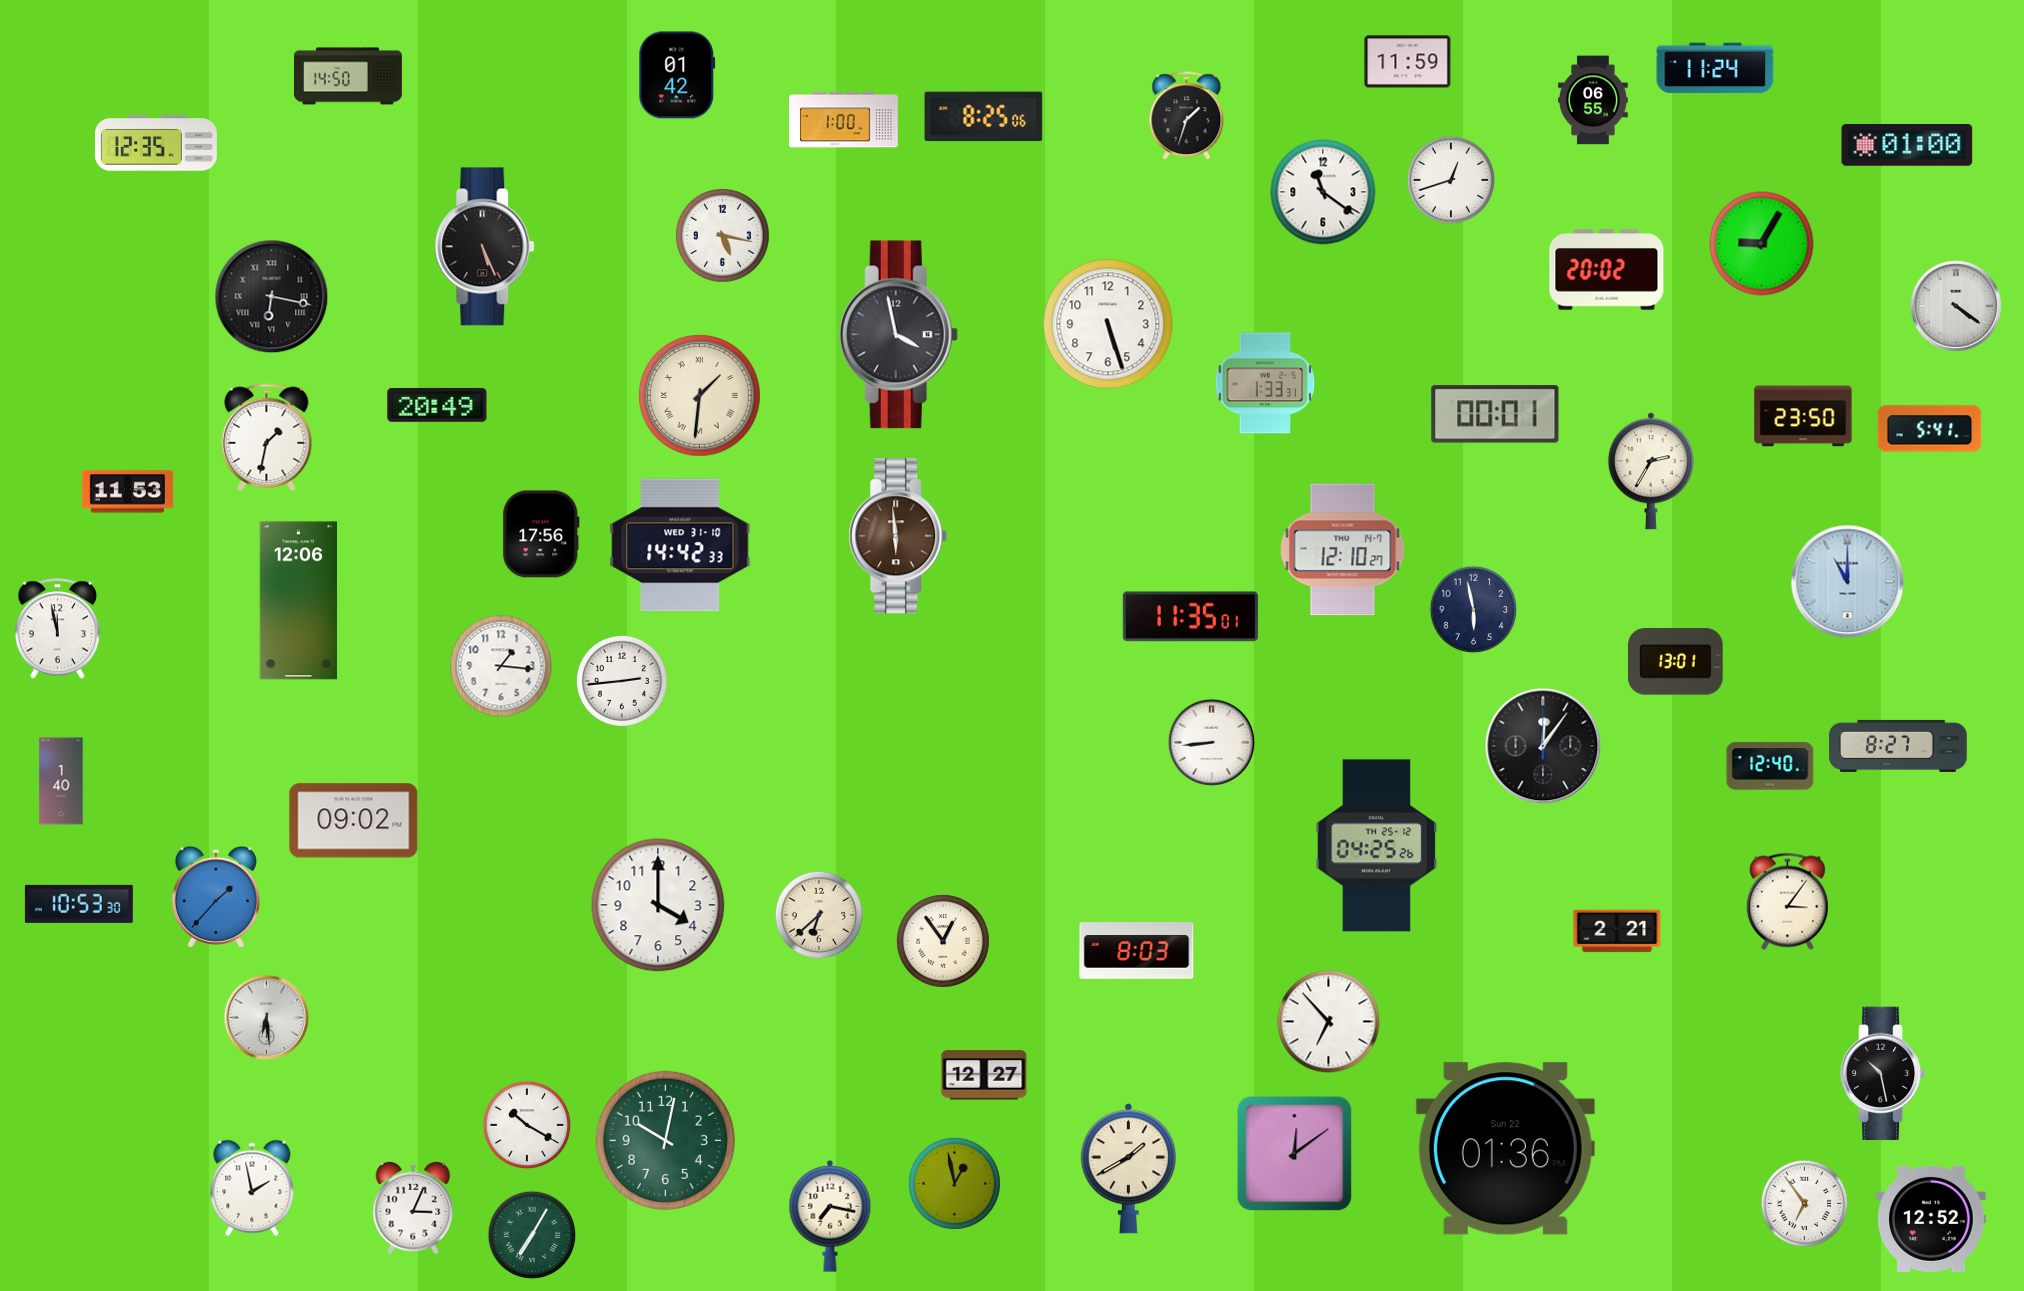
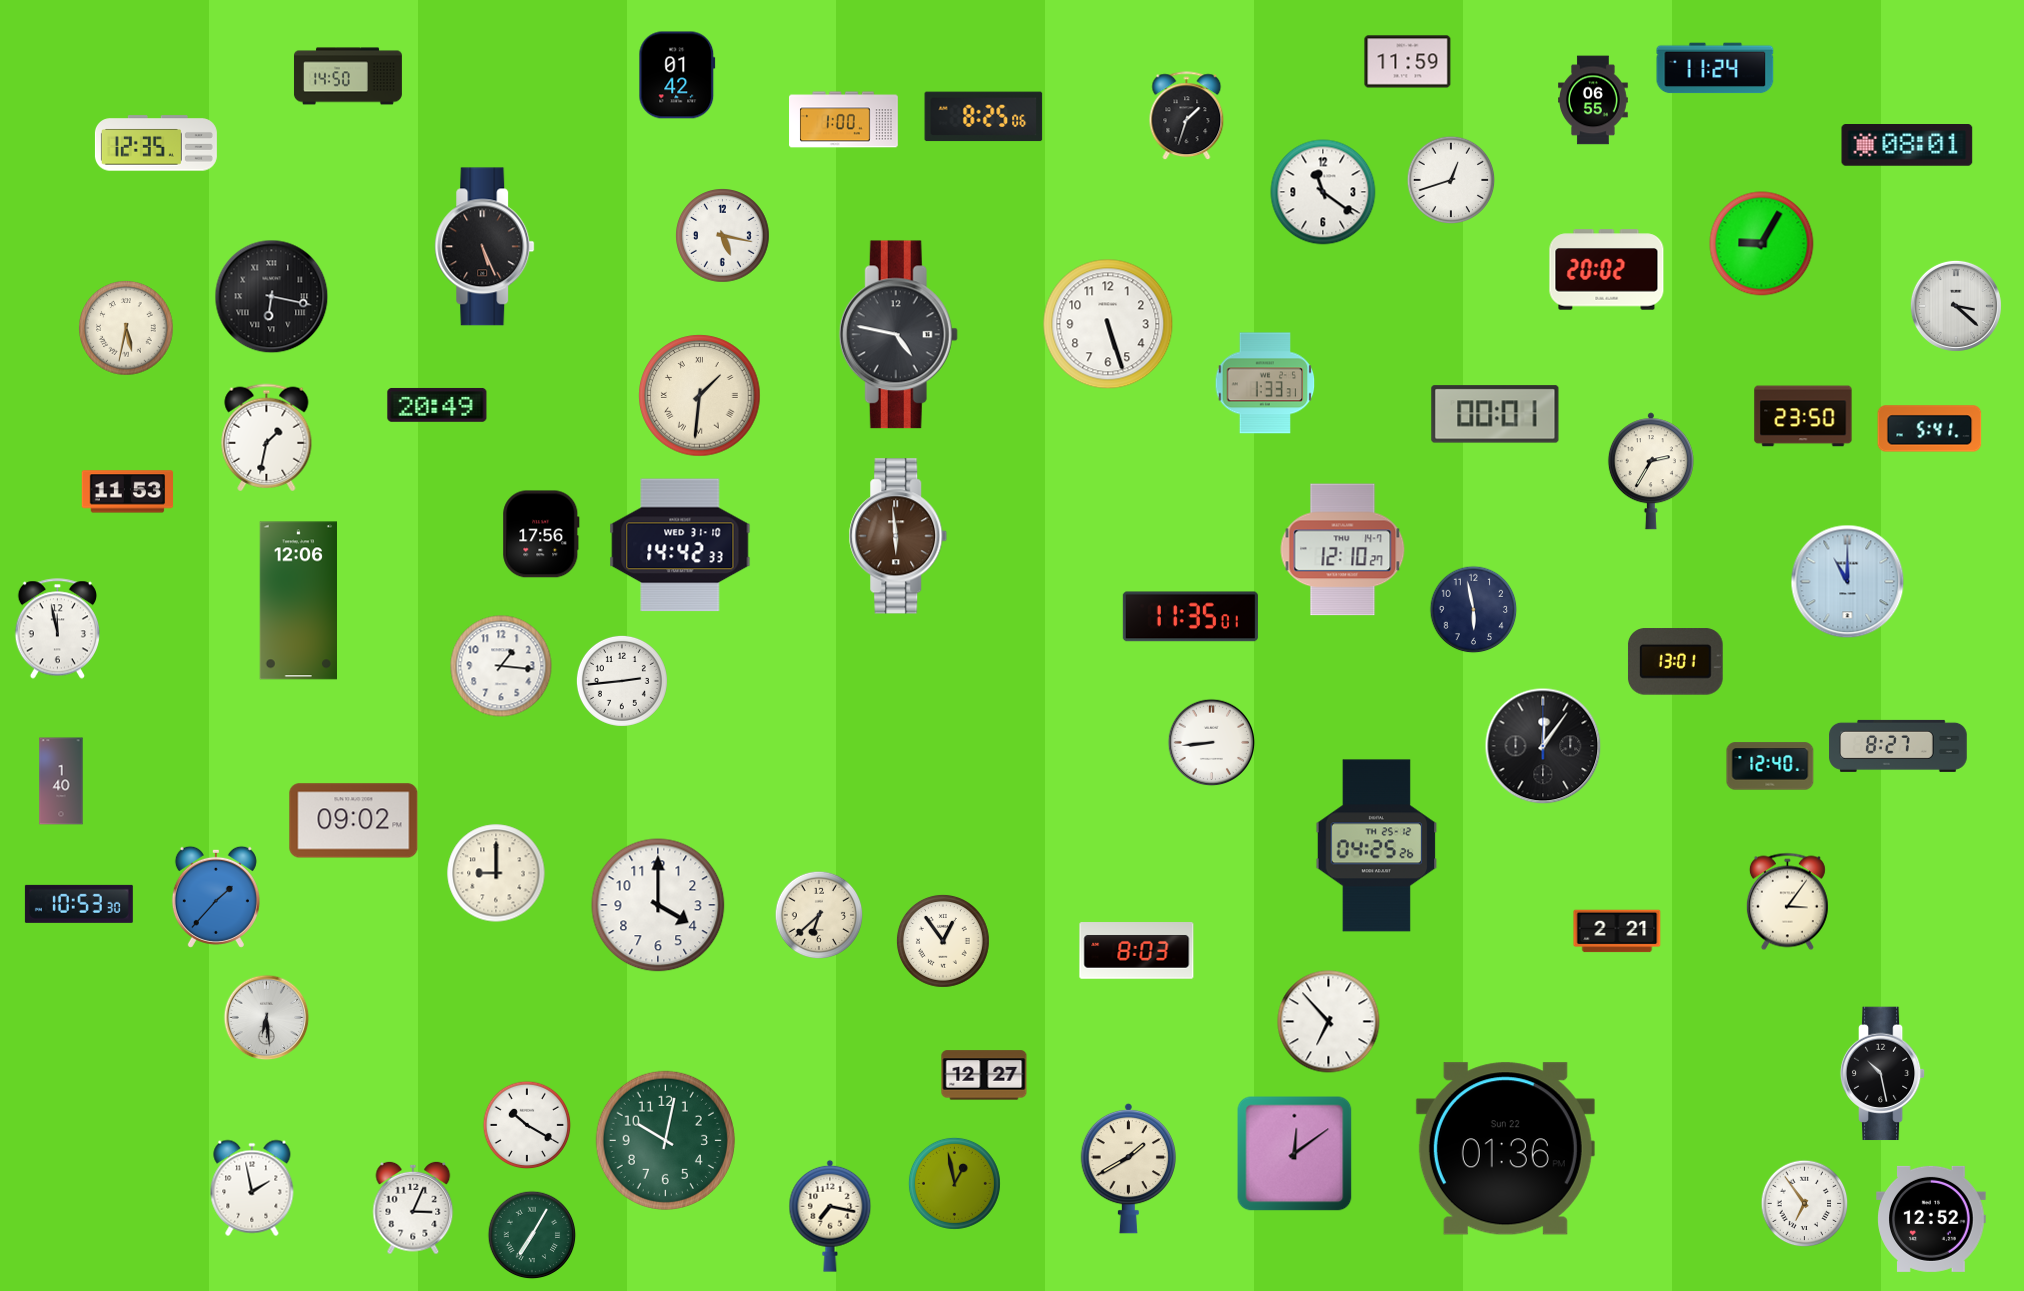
clock at (1907, 145): 01:00 -> 08:01
clock at (1956, 306): 4:21 -> 3:22
clock at (126, 328): none -> 5:32
clock at (898, 335): 3:58 -> 4:47
clock at (496, 873): none -> 9:00
